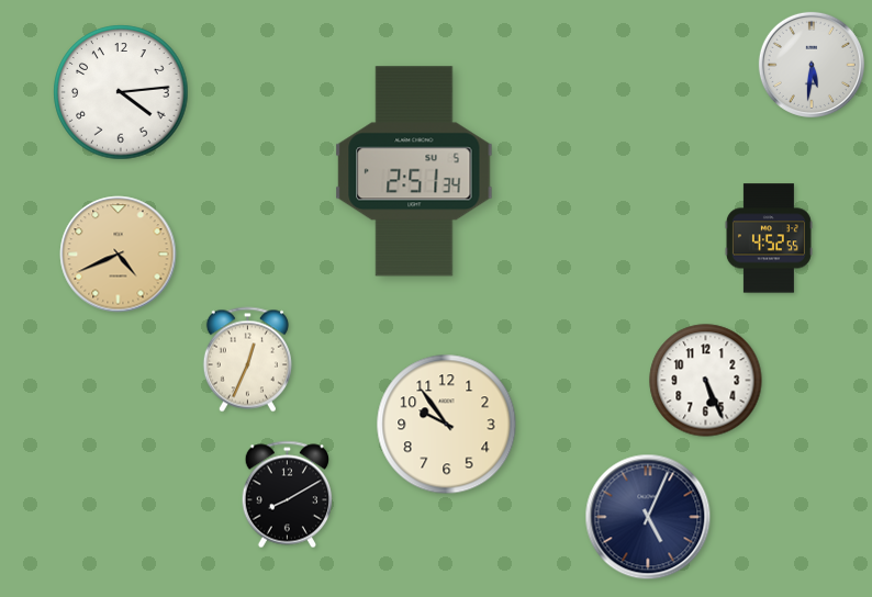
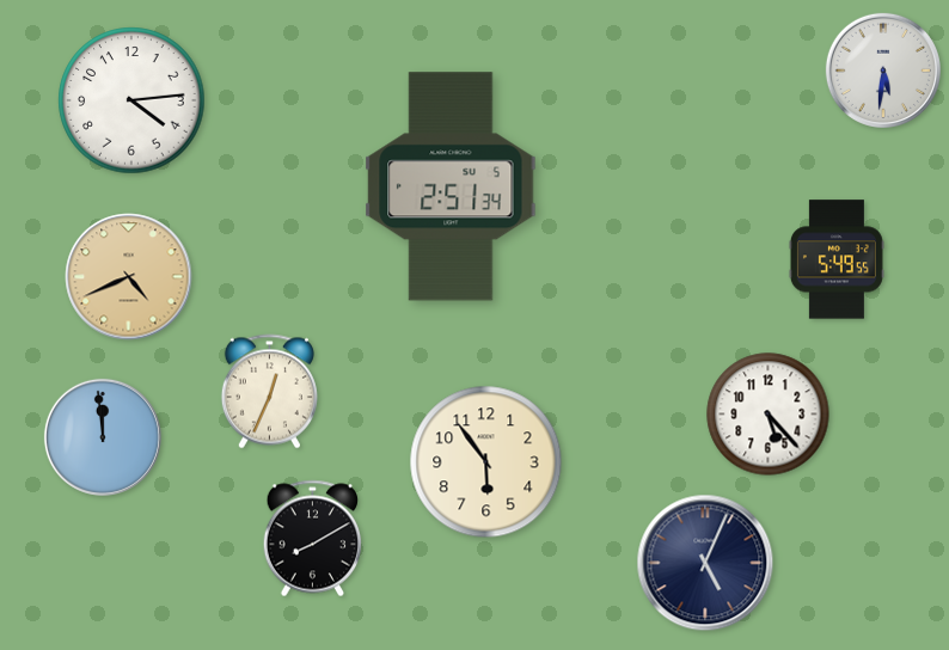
clock at (769, 238): 4:52 -> 5:49
clock at (706, 381): 5:26 -> 5:23
clock at (103, 437): none -> 11:59
clock at (447, 425): 9:54 -> 5:54
